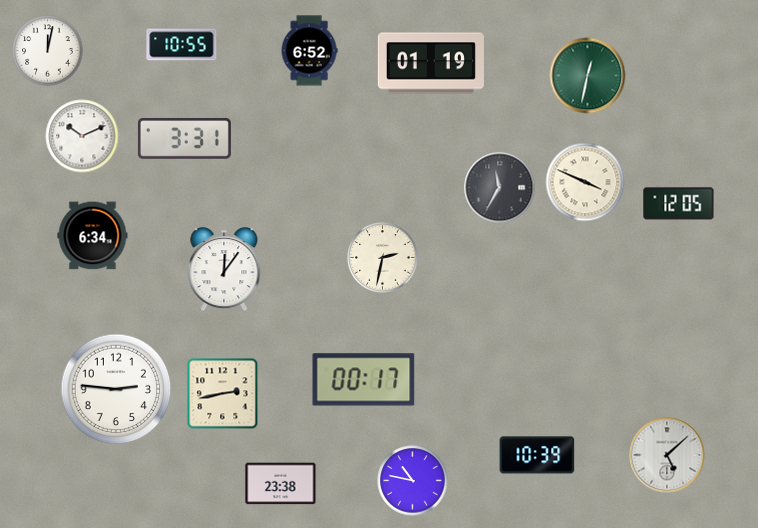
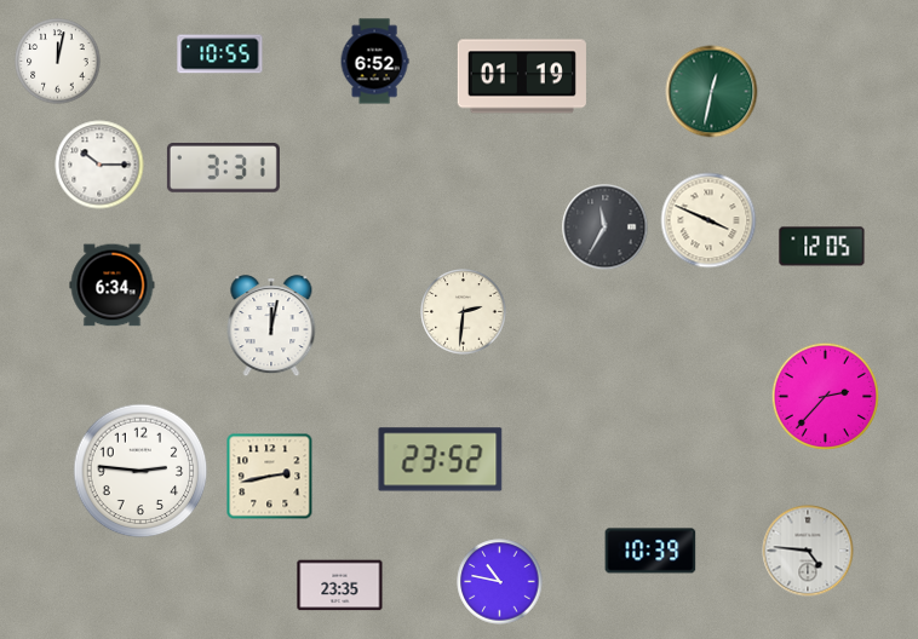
clock at (82, 136): 10:11 -> 10:15
clock at (383, 258): 2:32 -> 2:31
clock at (224, 270): 12:06 -> 12:02
clock at (825, 396): none -> 2:37
clock at (364, 380): 00:17 -> 23:52
clock at (667, 455): 5:08 -> 4:46
clock at (281, 484): 23:38 -> 23:35
